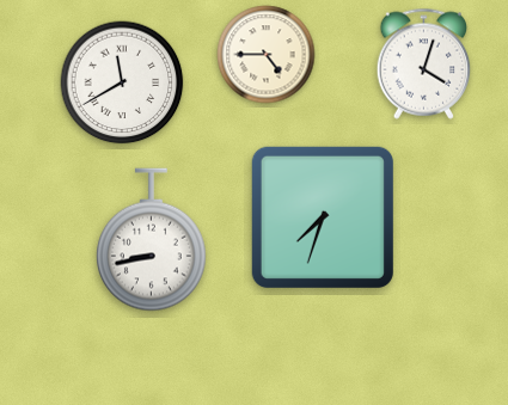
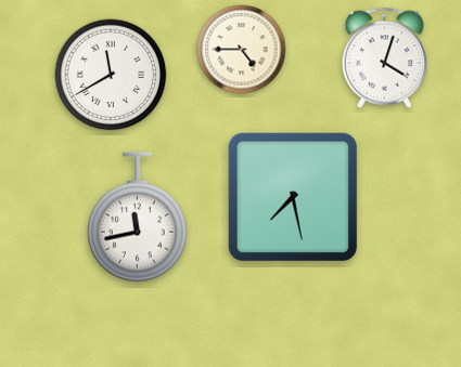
clock at (323, 217): 7:33 -> 7:28
clock at (151, 240): 8:43 -> 11:43
